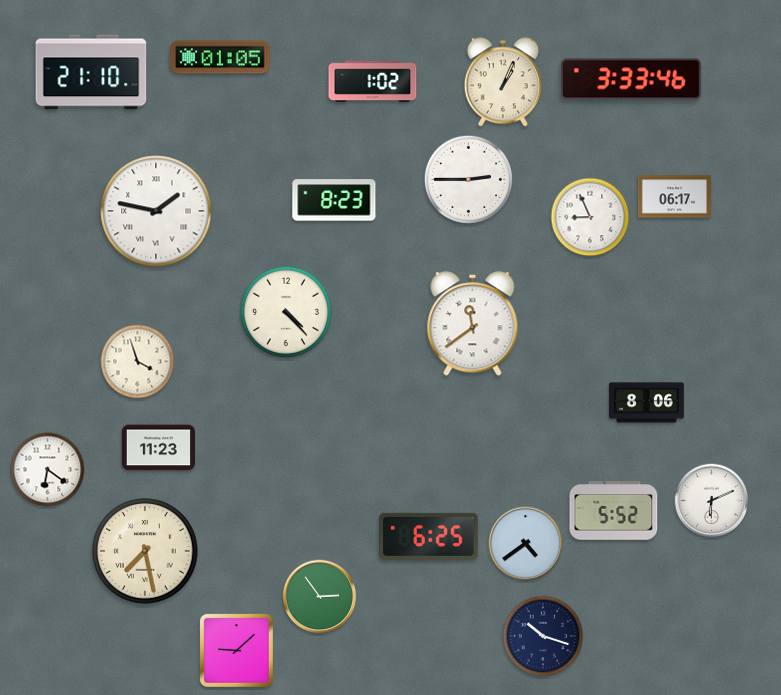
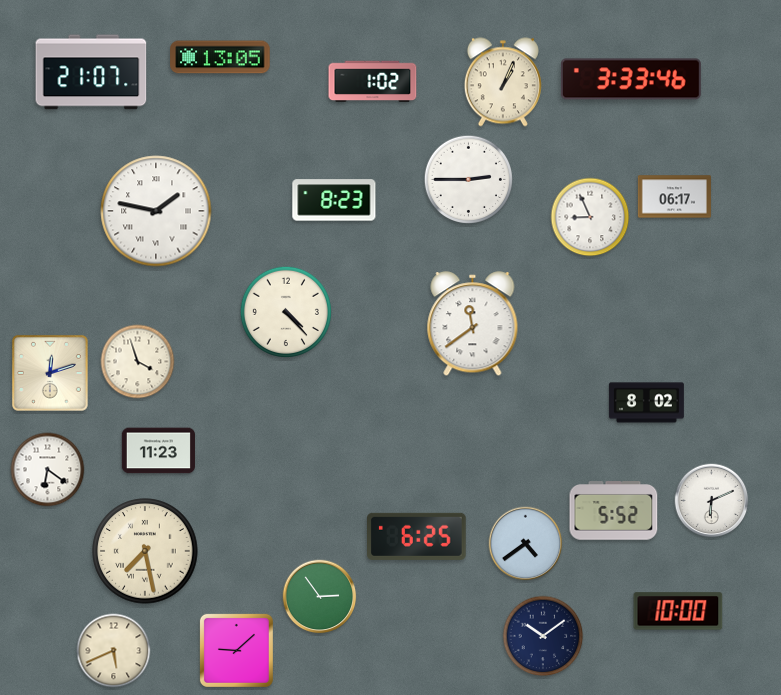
clock at (220, 57): 01:05 -> 13:05
clock at (91, 72): 21:10 -> 21:07
clock at (50, 373): none -> 12:12
clock at (646, 403): 8:06 -> 8:02
clock at (158, 448) position: (158, 448) -> (158, 451)
clock at (429, 536) position: (429, 536) -> (417, 536)
clock at (678, 611): none -> 10:00
clock at (543, 636): 10:18 -> 10:09
clock at (114, 651): none -> 5:41
